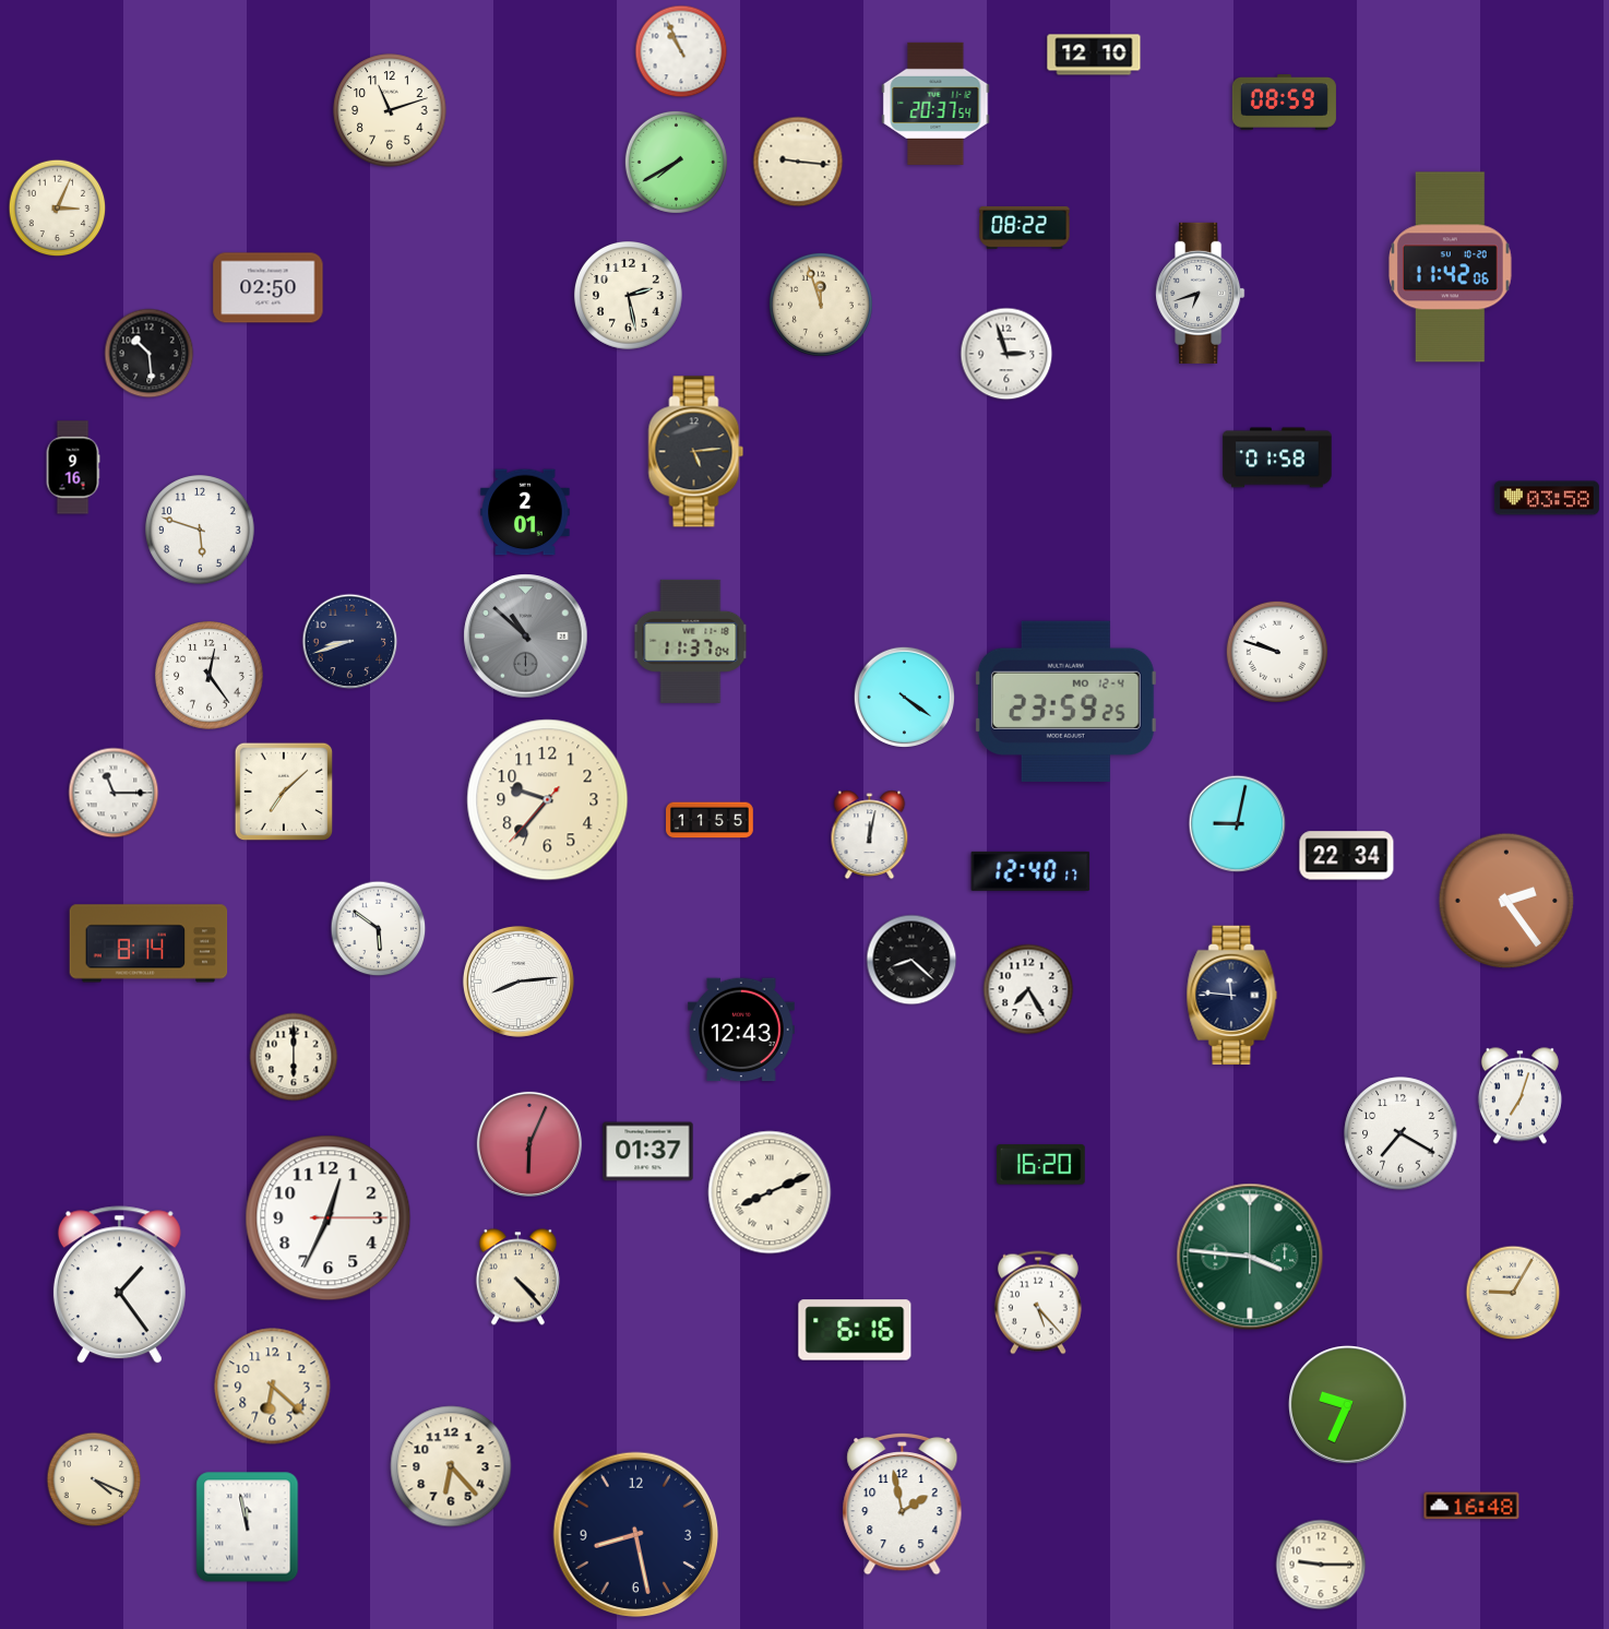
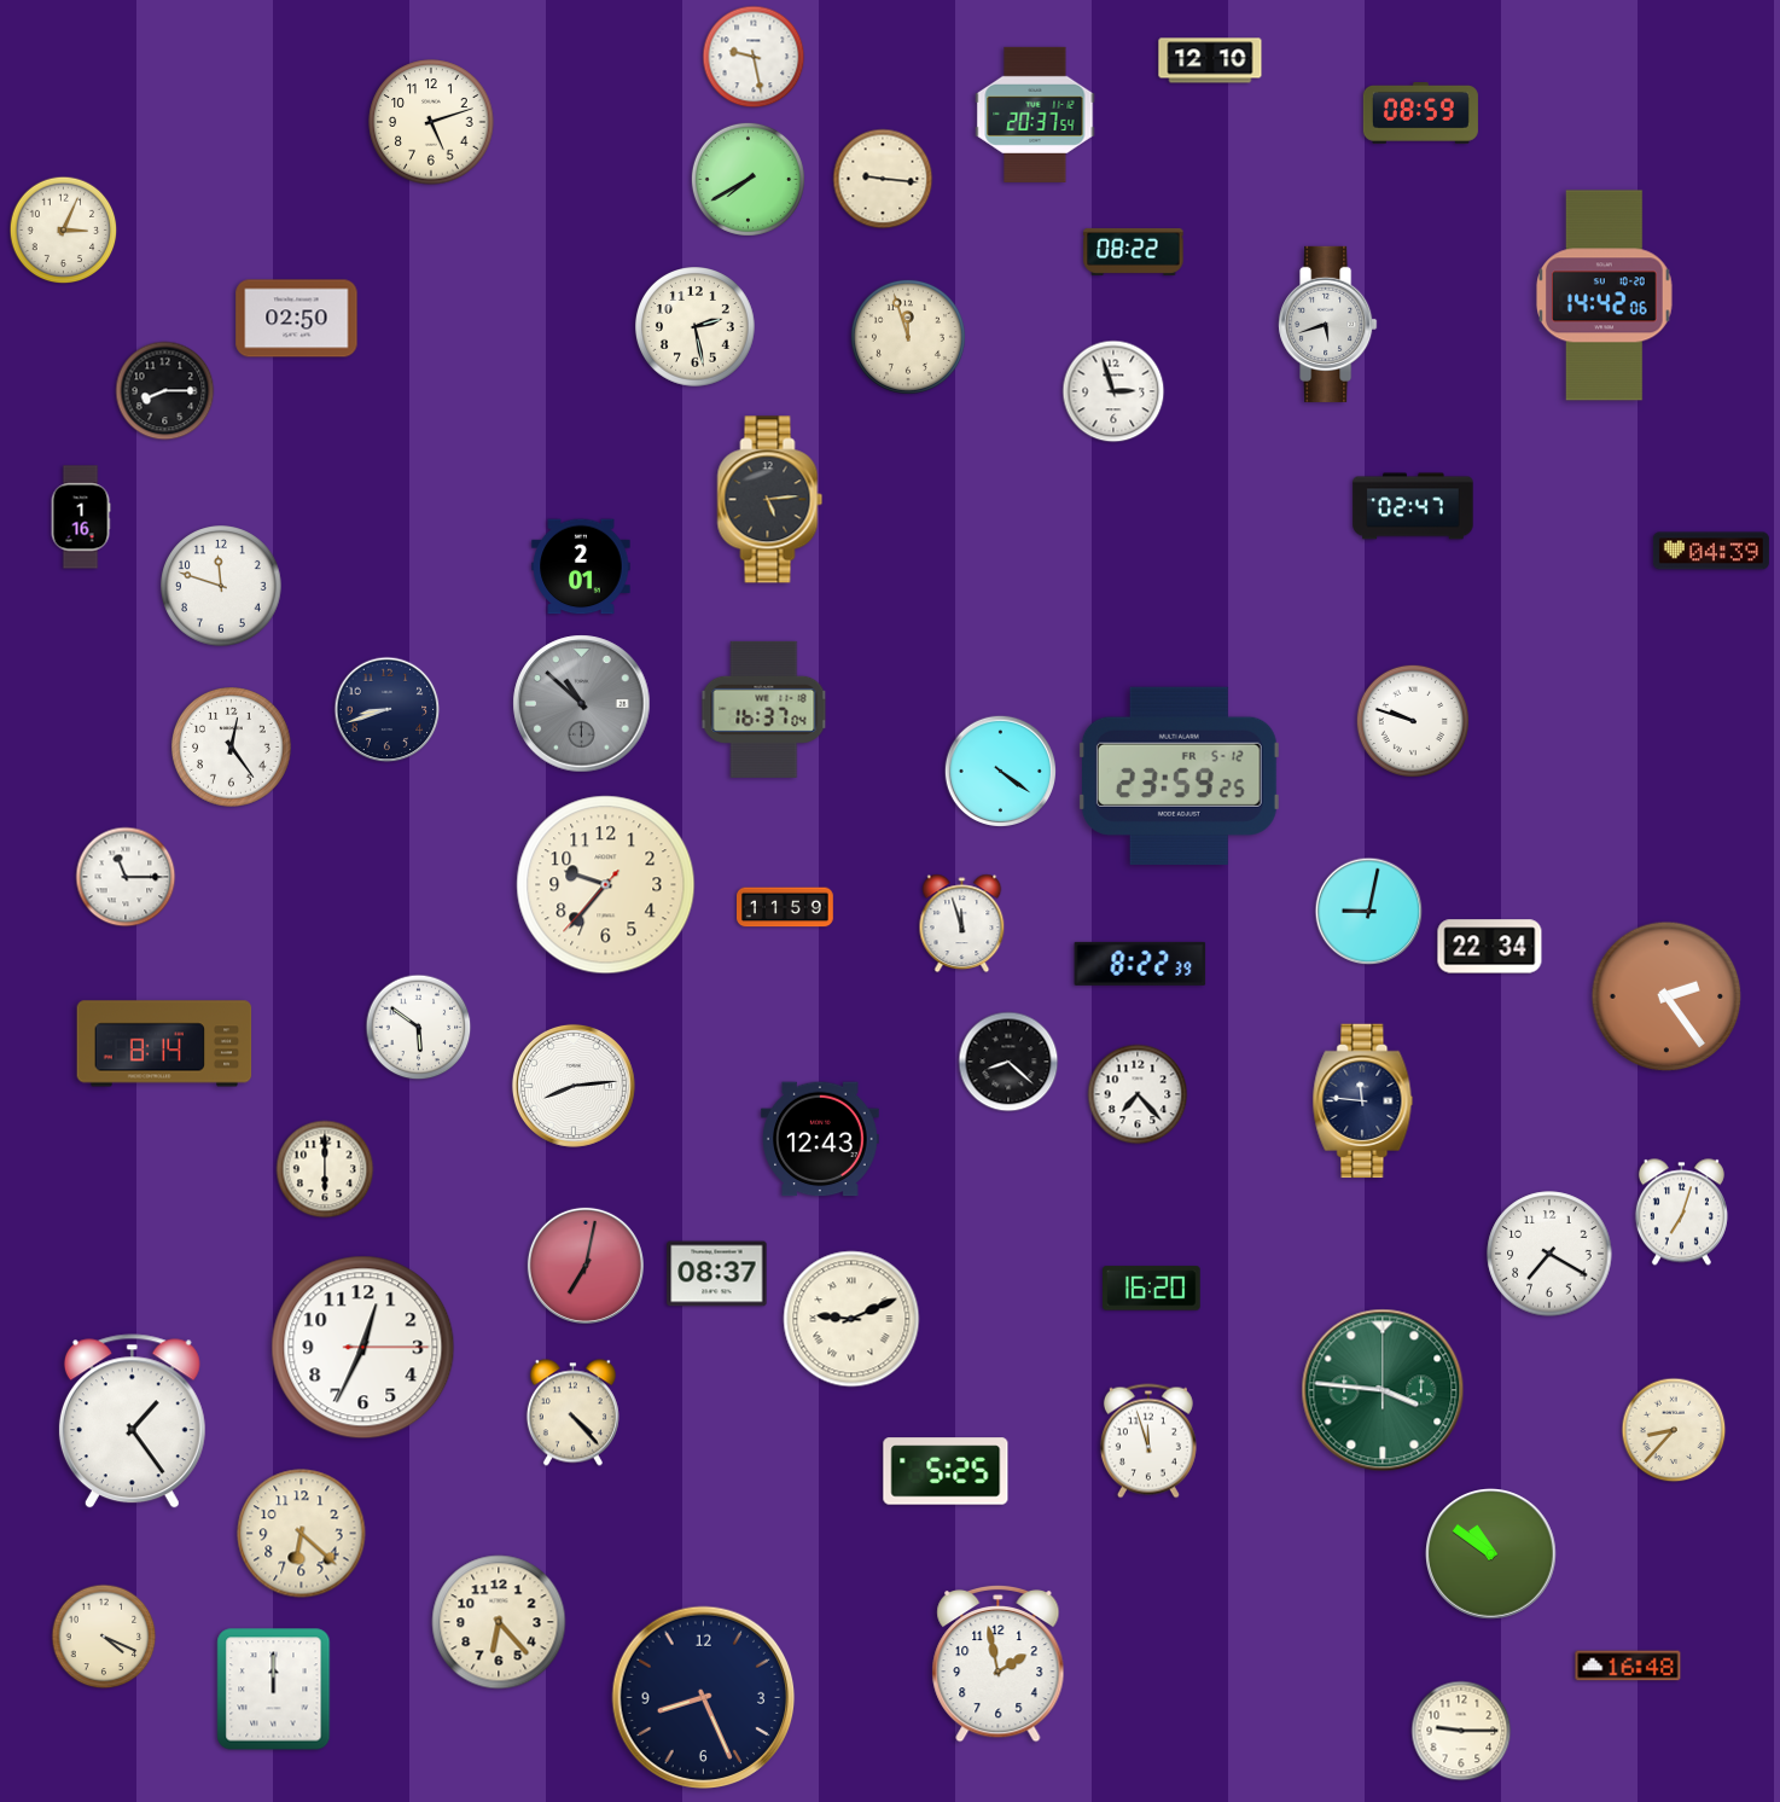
clock at (681, 51): 10:56 -> 9:28
clock at (390, 110): 11:12 -> 5:12
clock at (1451, 267): 11:42 -> 14:42
clock at (1201, 293): 6:42 -> 5:42
clock at (150, 354): 10:29 -> 8:15
clock at (1277, 457): 01:58 -> 02:47
clock at (73, 467): 9:16 -> 1:16
clock at (1547, 498): 03:58 -> 04:39
clock at (200, 530): 5:48 -> 11:48
clock at (691, 641): 11:37 -> 16:37
clock at (1065, 701) date: MO 12-4 -> FR 5-12
clock at (284, 792): 7:08 -> none
clock at (711, 820): 11:55 -> 11:59
clock at (870, 835): 12:02 -> 11:57
clock at (1030, 871): 12:40 -> 8:22
clock at (1028, 989): 7:25 -> 7:23
clock at (529, 1144): 6:04 -> 7:02
clock at (648, 1152): 01:37 -> 08:37
clock at (770, 1192): 8:11 -> 9:11
clock at (1513, 1293): 9:05 -> 8:37
clock at (1038, 1303): 5:23 -> 11:57
clock at (855, 1330): 6:16 -> 5:25
clock at (1348, 1405): 9:34 -> 10:51
clock at (248, 1527): 11:58 -> 12:00
clock at (636, 1535): 8:28 -> 8:26
